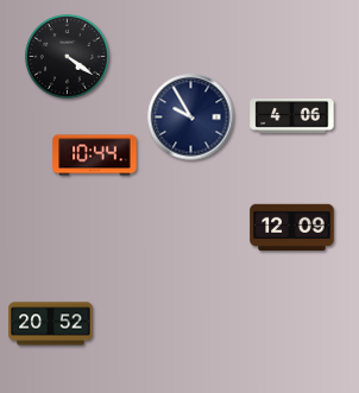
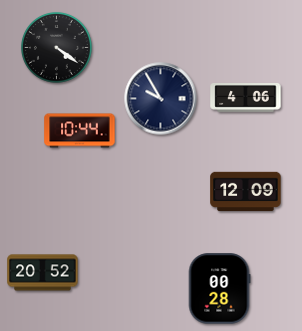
clock at (219, 289): none -> 00:28
